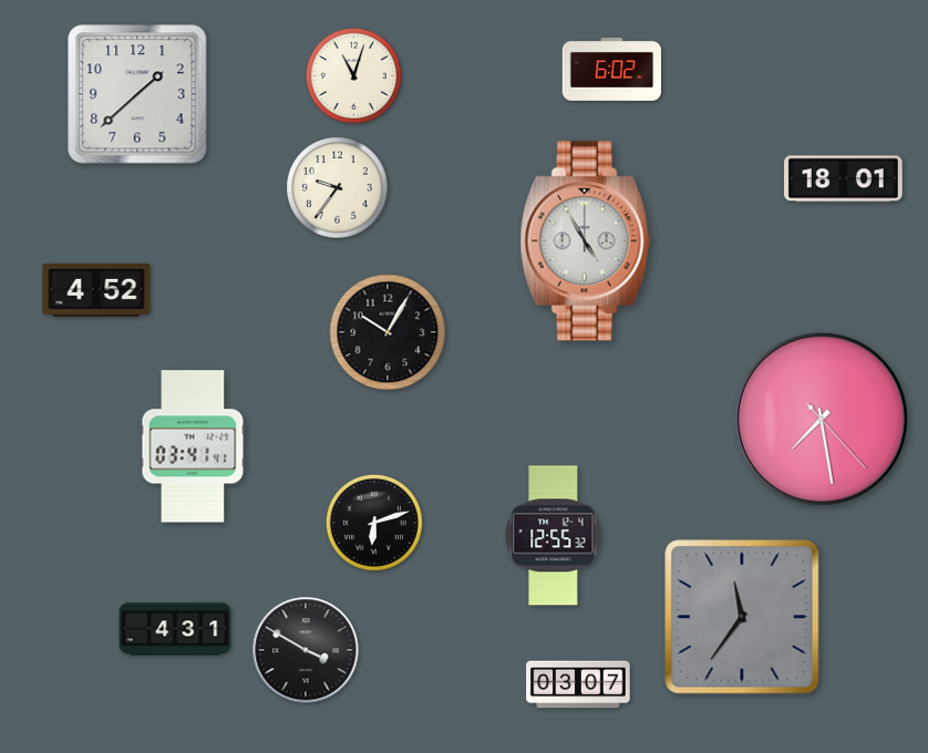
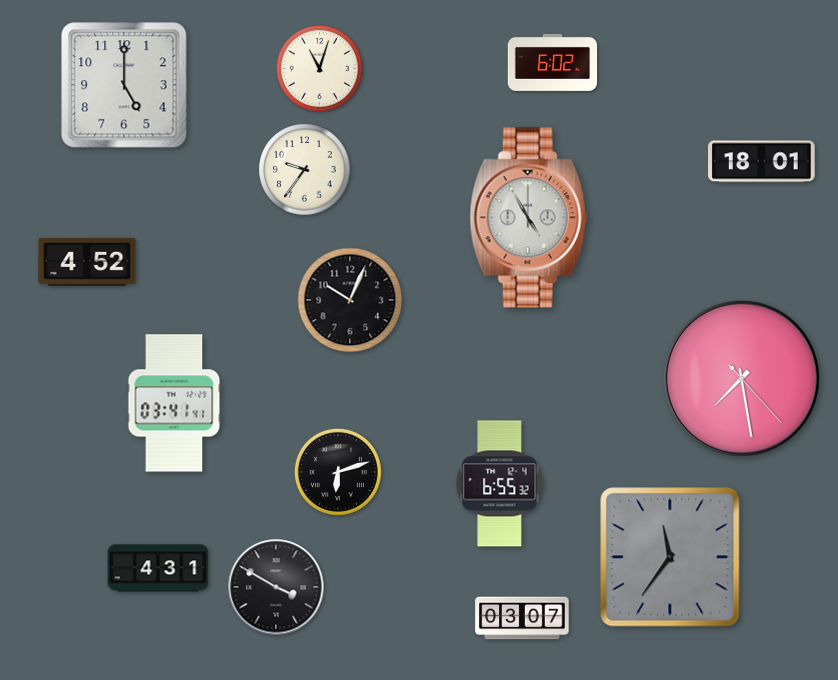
clock at (137, 94): 1:38 -> 5:00
clock at (388, 332): 10:05 -> 10:04
clock at (554, 536): 12:55 -> 6:55
